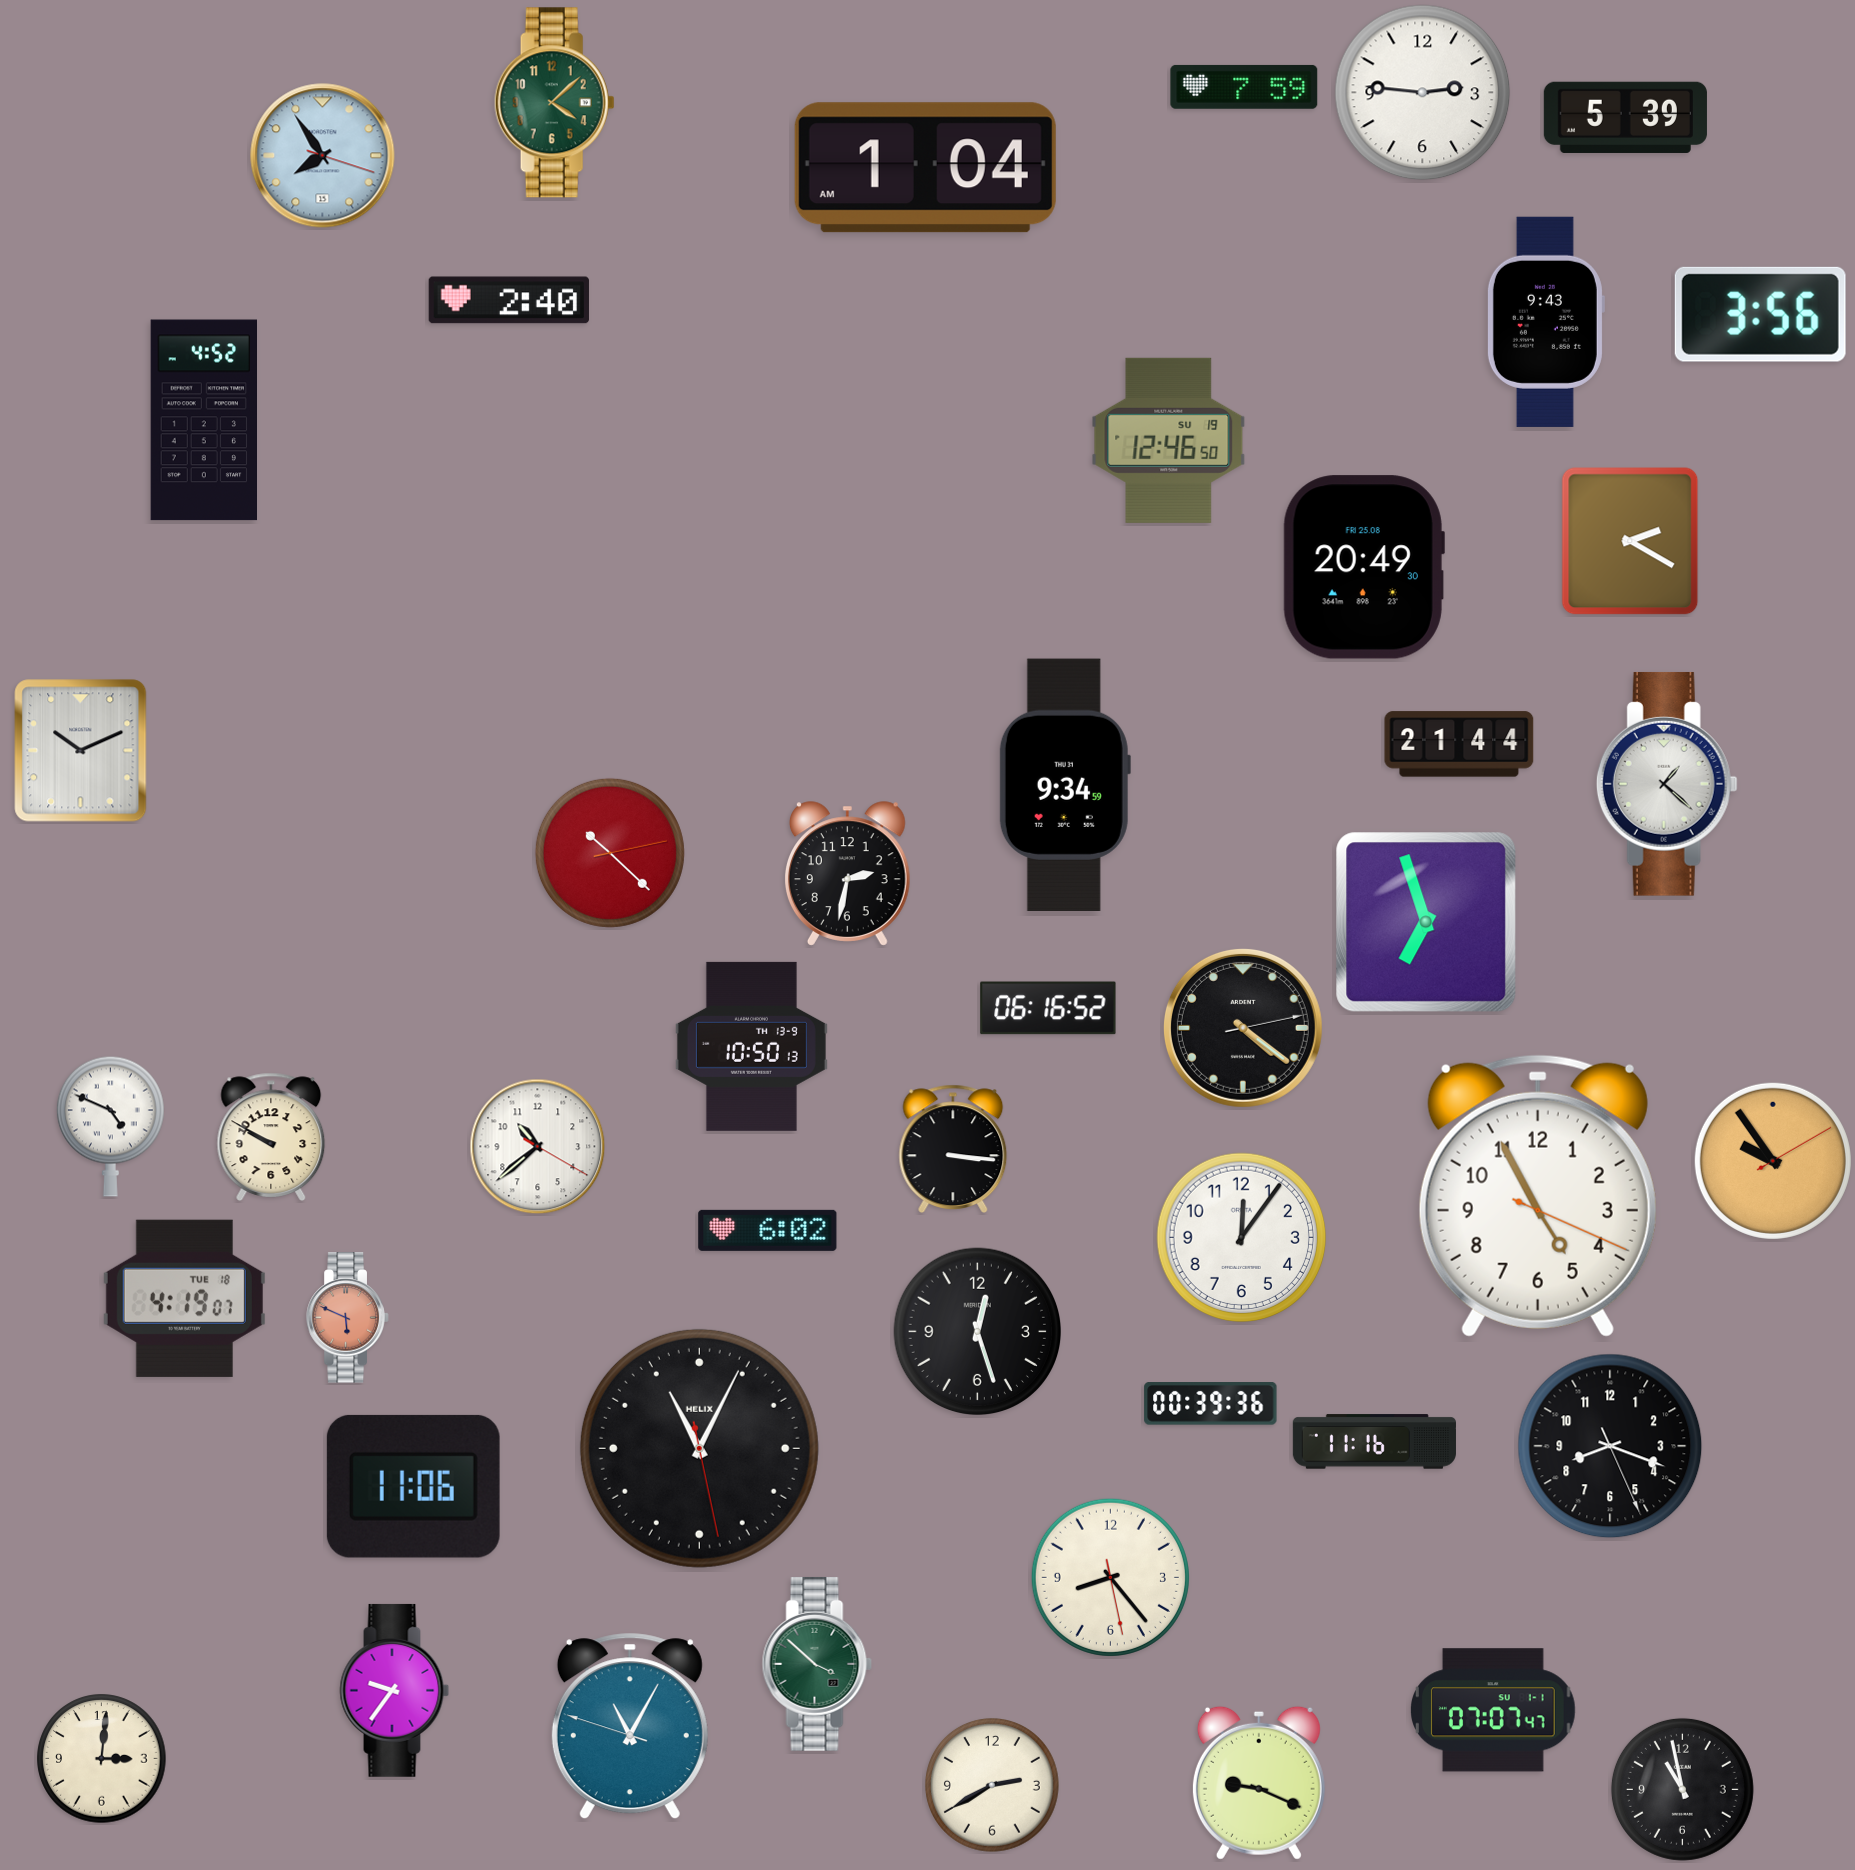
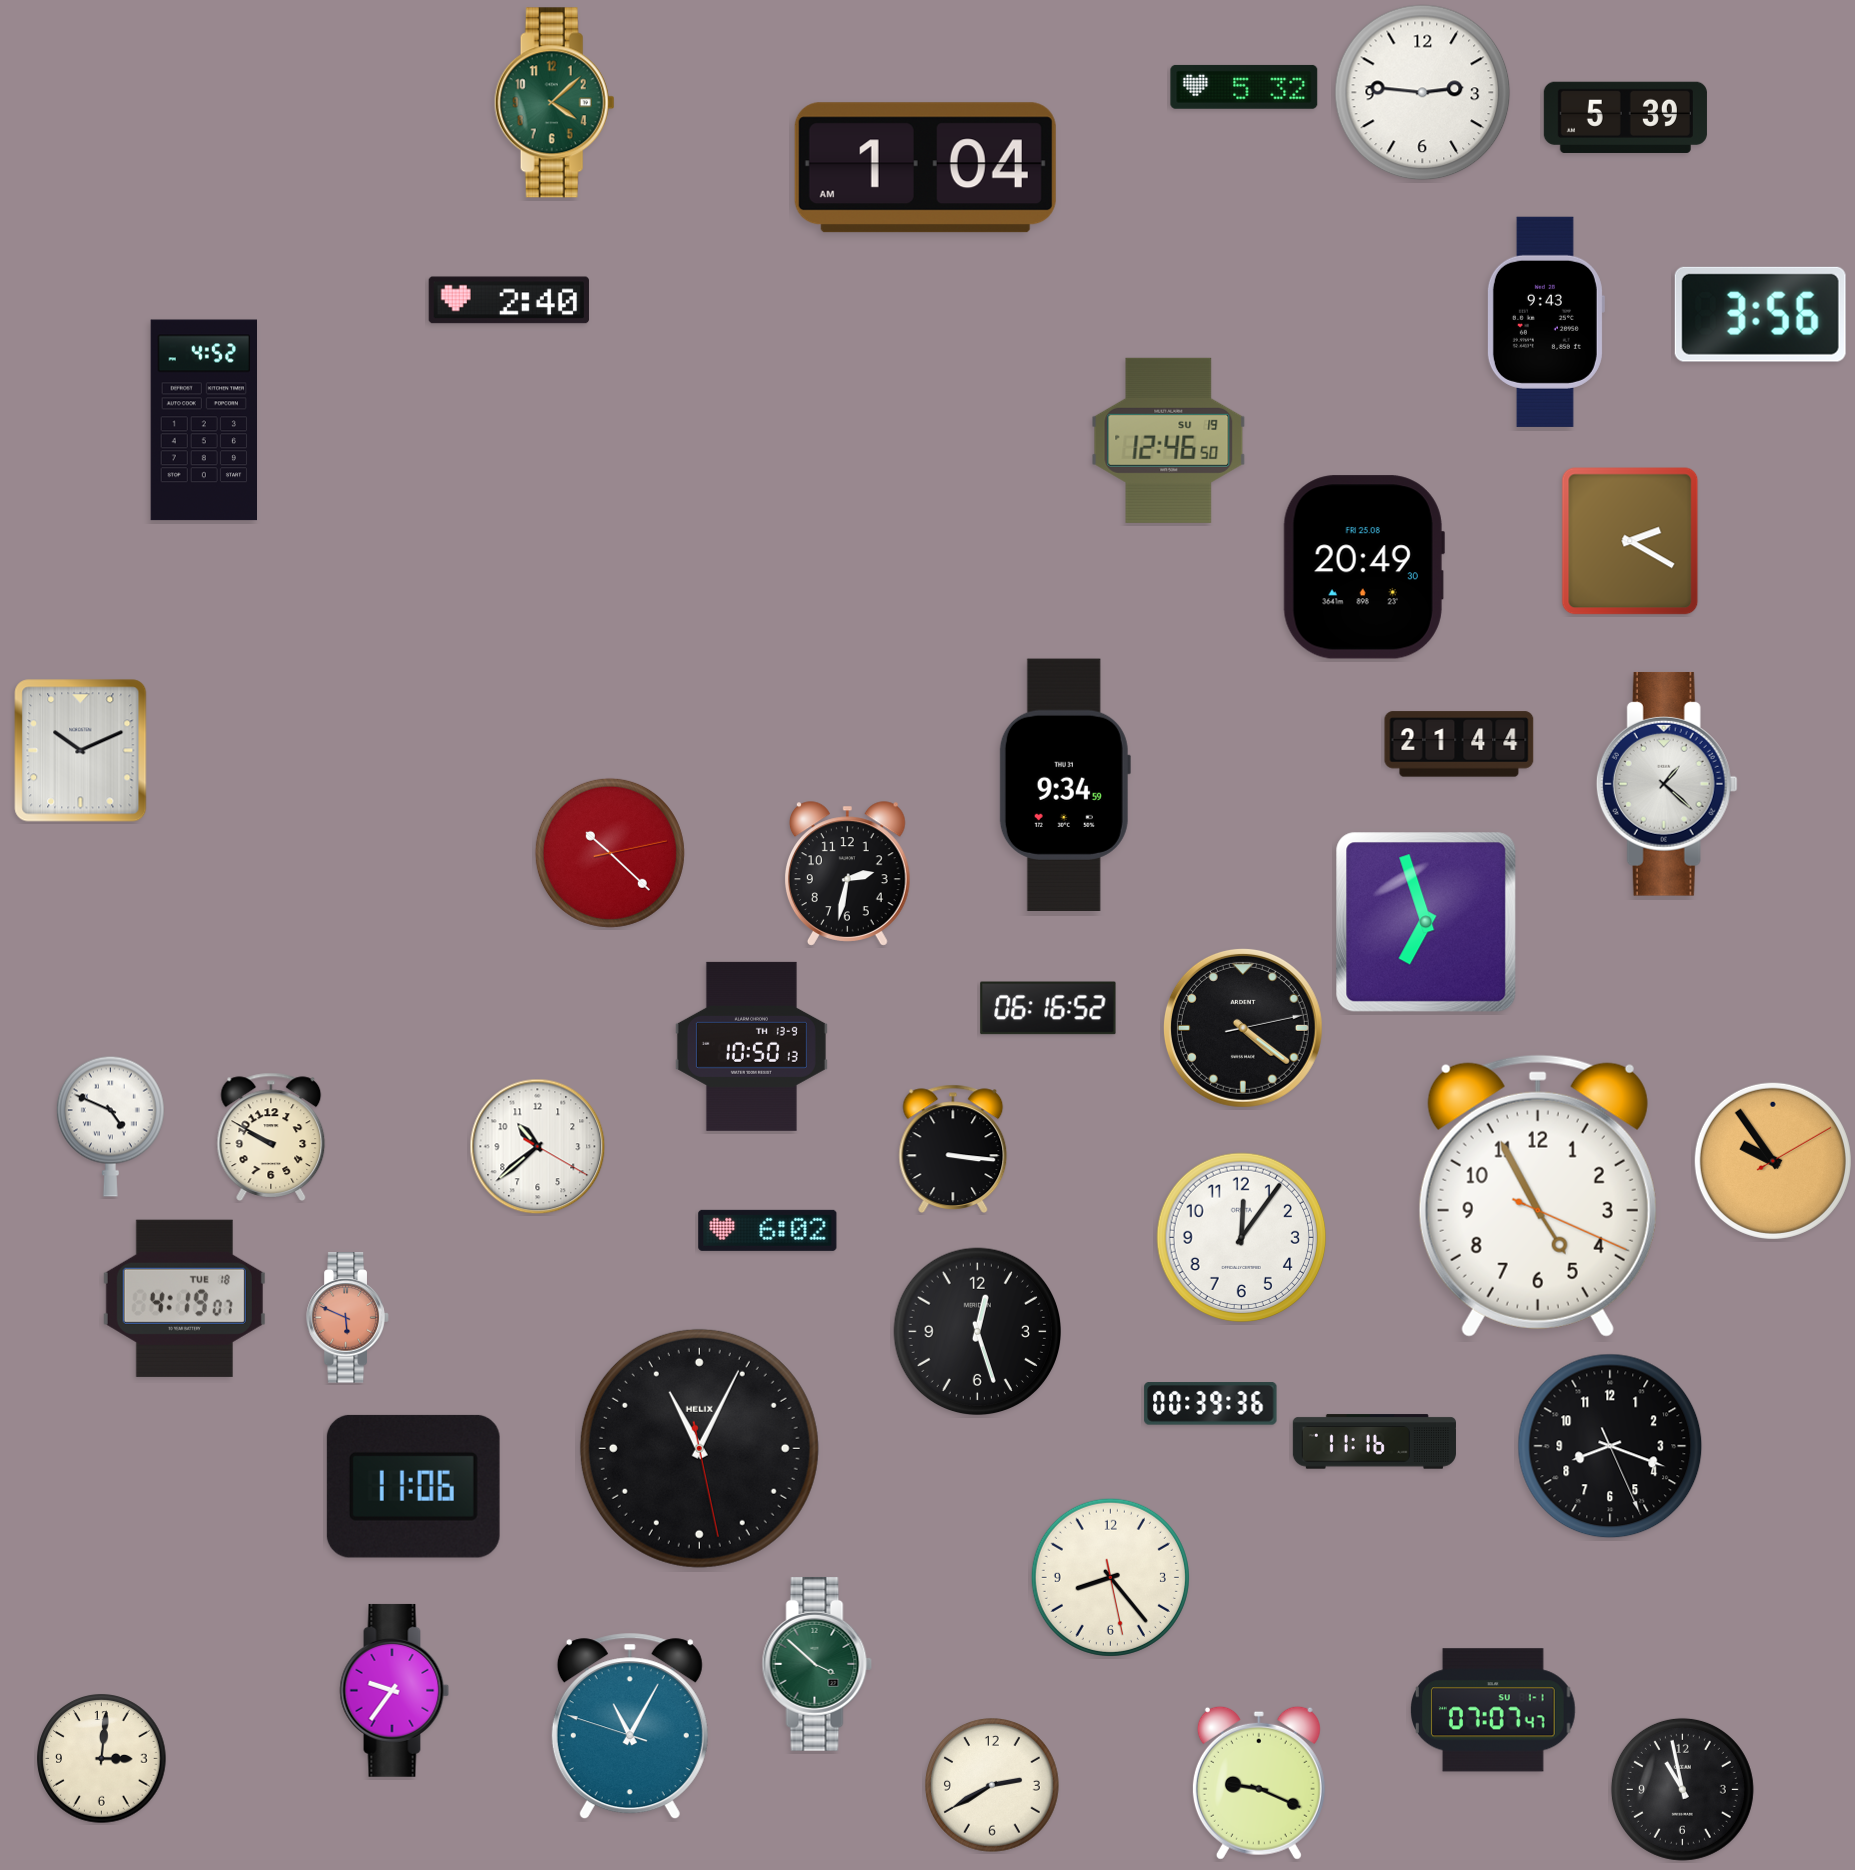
clock at (1244, 87): 7:59 -> 5:32
clock at (323, 156): 7:54 -> none
